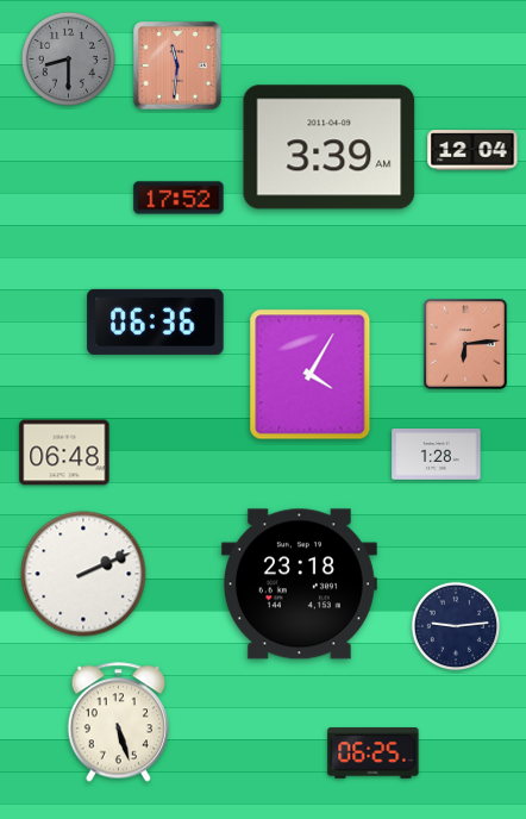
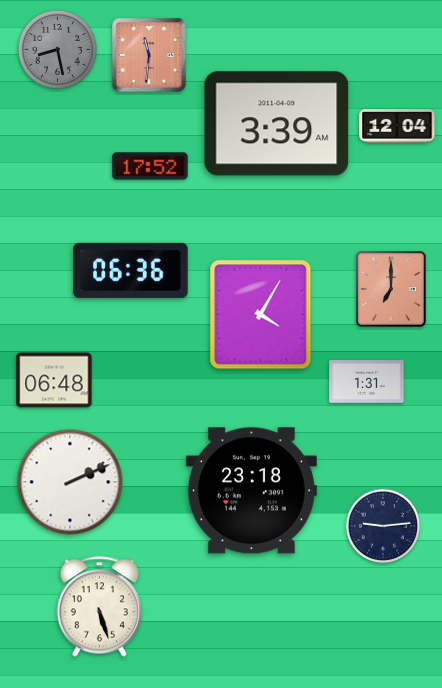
clock at (68, 58): 8:30 -> 8:28
clock at (465, 344): 6:14 -> 7:00
clock at (437, 455): 1:28 -> 1:31
clock at (374, 754): 06:25 -> none
